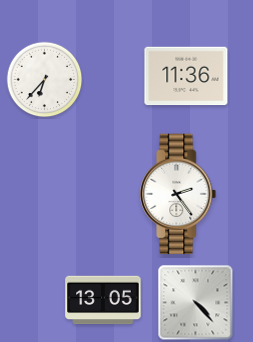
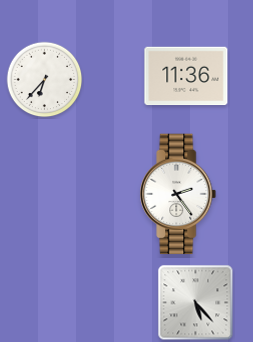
clock at (103, 300): 13:05 -> none
clock at (196, 303): 4:23 -> 5:23
